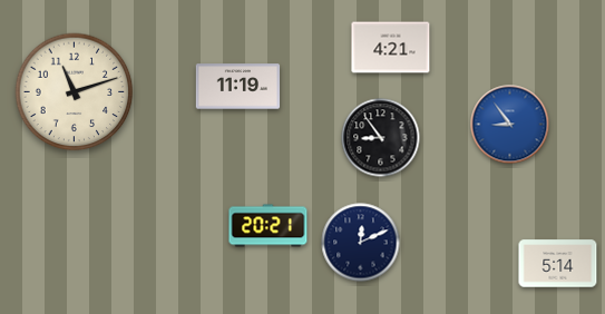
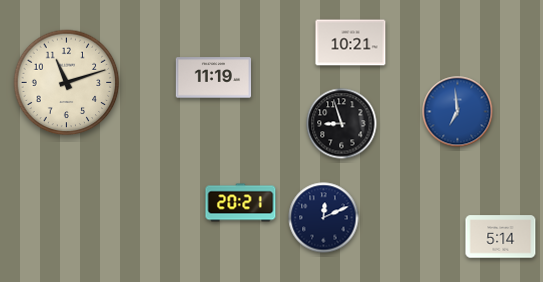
clock at (391, 48): 4:21 -> 10:21
clock at (510, 125): 8:54 -> 6:59
clock at (381, 138): 8:54 -> 8:57
